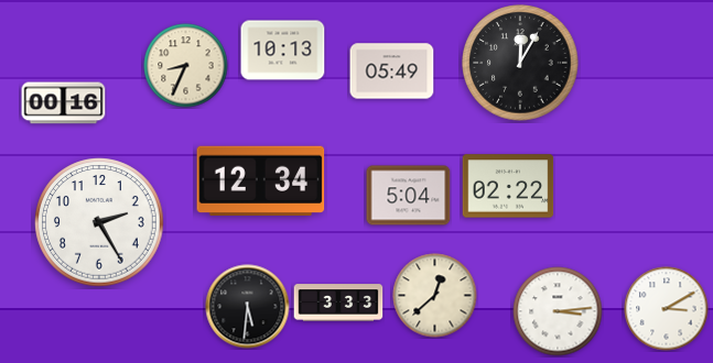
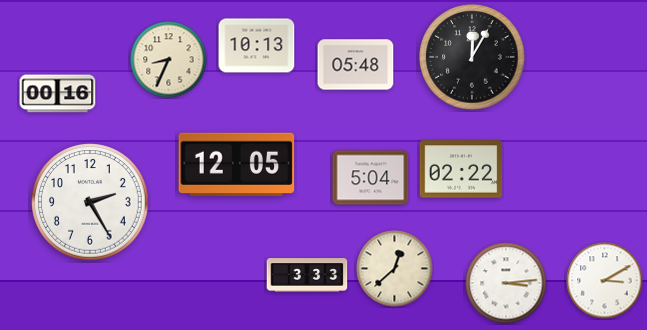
clock at (392, 71): 05:49 -> 05:48
clock at (261, 180): 12:34 -> 12:05
clock at (248, 307): 5:31 -> none
